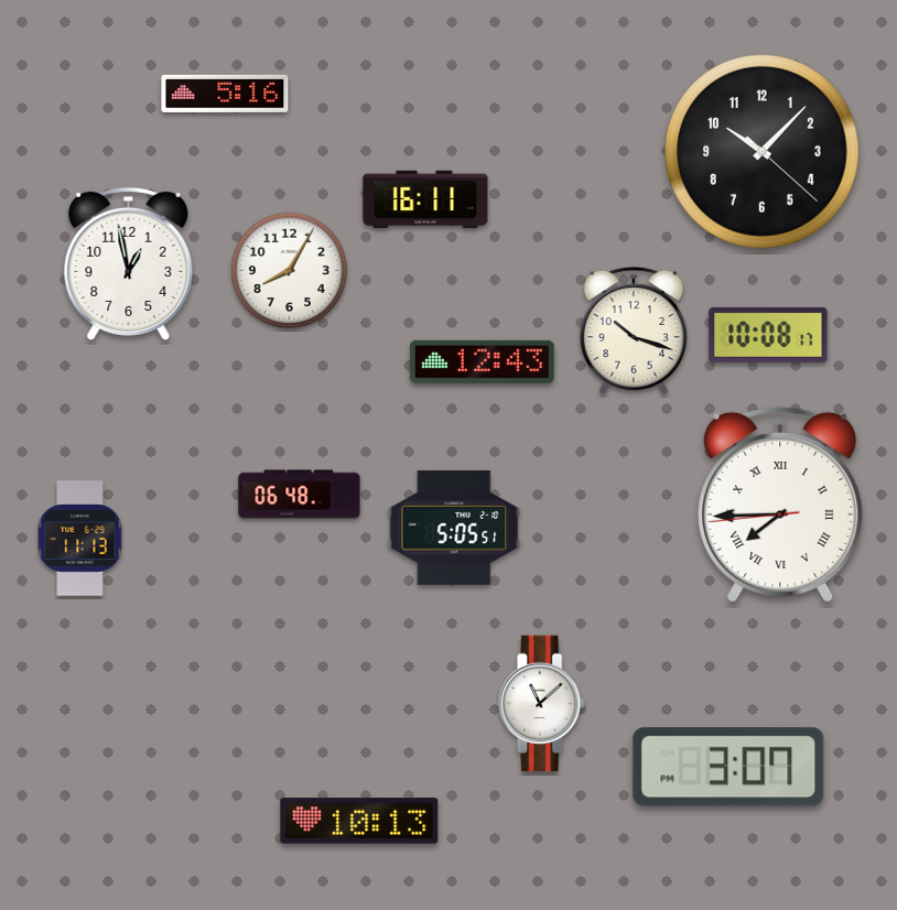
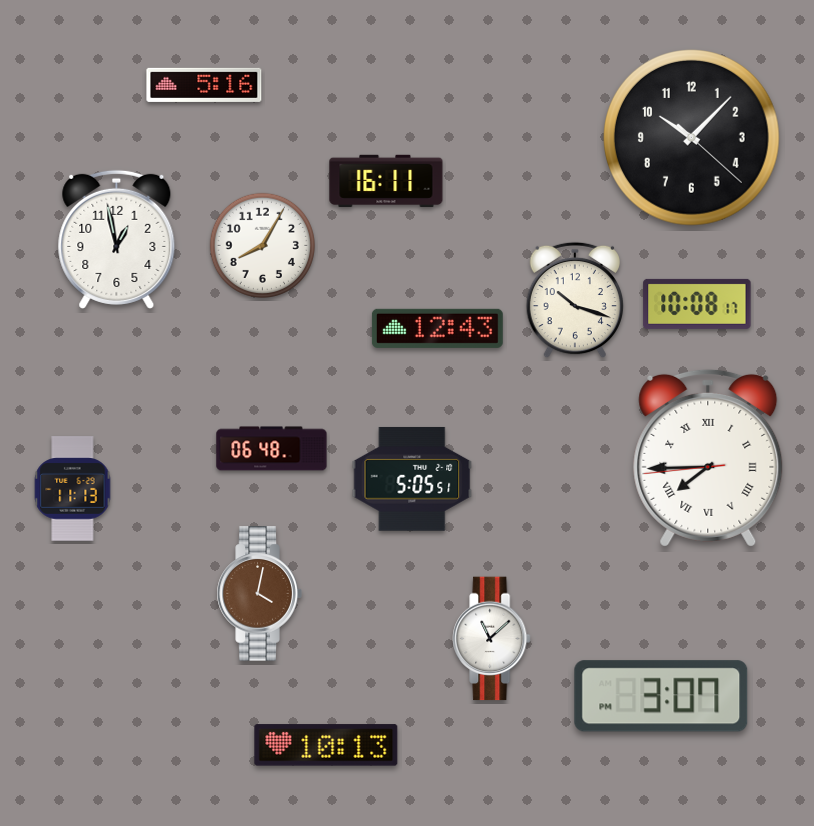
clock at (259, 594): none -> 4:02
